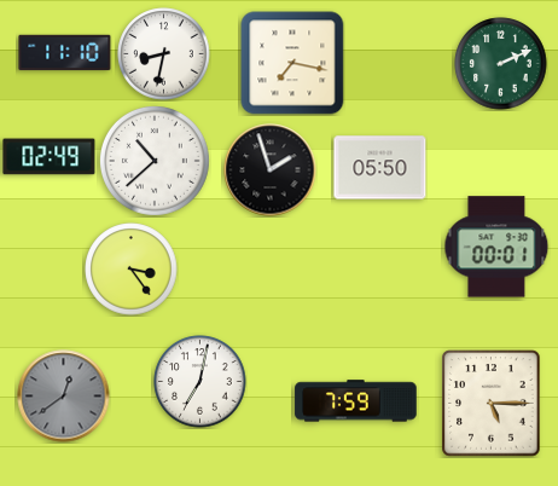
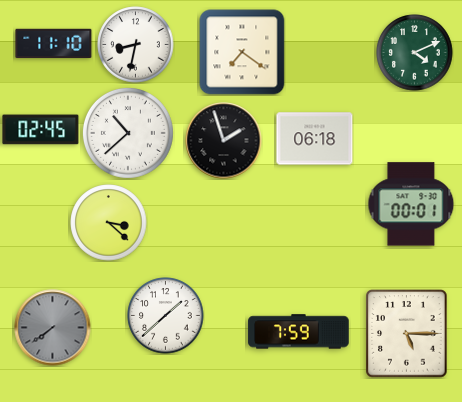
clock at (292, 63): 7:17 -> 7:21
clock at (501, 64): 2:11 -> 4:11
clock at (50, 157): 02:49 -> 02:45
clock at (380, 168): 05:50 -> 06:18
clock at (132, 270): 3:24 -> 3:22
clock at (200, 382): 7:02 -> 1:38
clock at (64, 397): 12:39 -> 7:39
clock at (356, 401) position: (356, 401) -> (299, 332)
